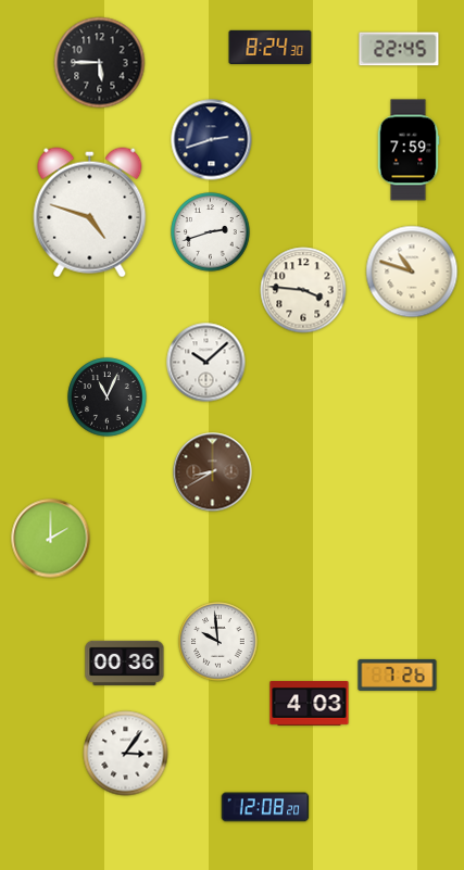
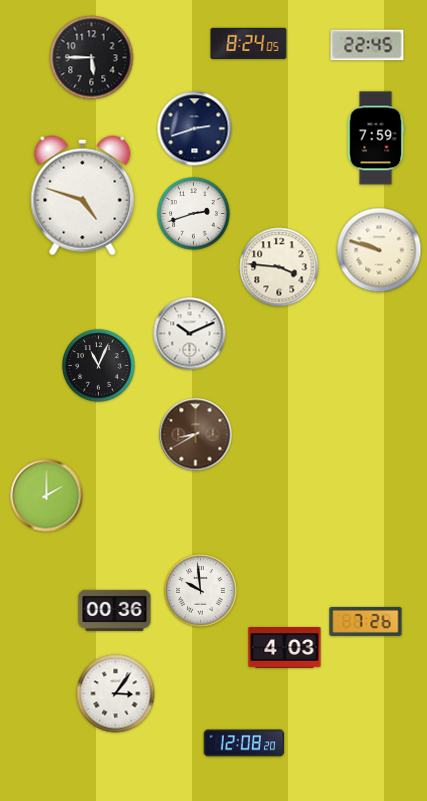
clock at (271, 47): 8:24:30 -> 8:24:05
clock at (412, 272): 10:48 -> 9:48
clock at (206, 363): 10:08 -> 10:11
